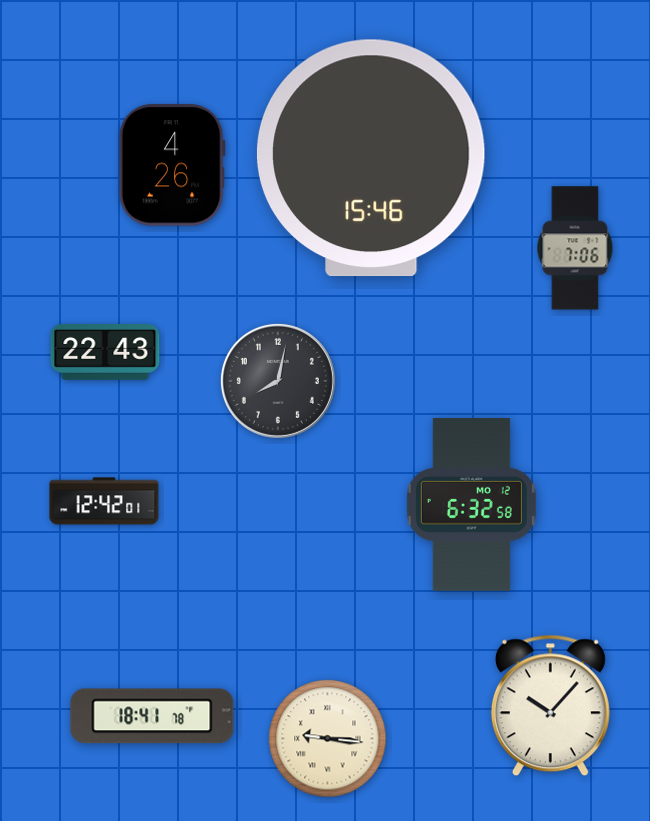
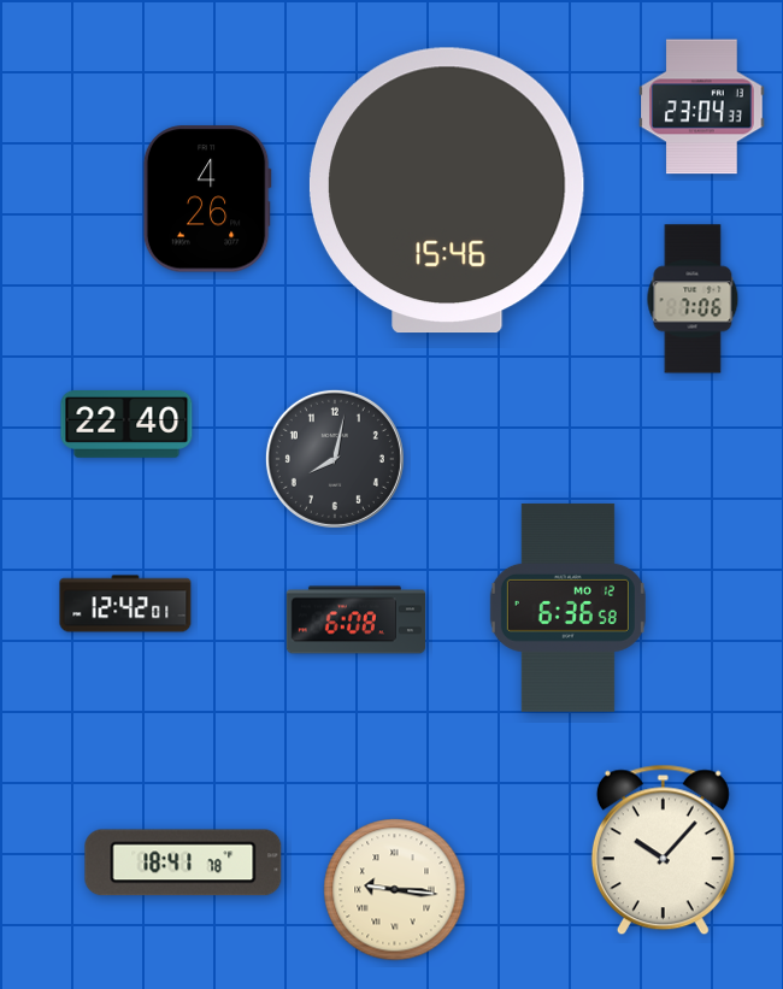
clock at (702, 107): none -> 23:04
clock at (105, 353): 22:43 -> 22:40
clock at (471, 504): 6:32 -> 6:36
clock at (355, 620): none -> 6:08
